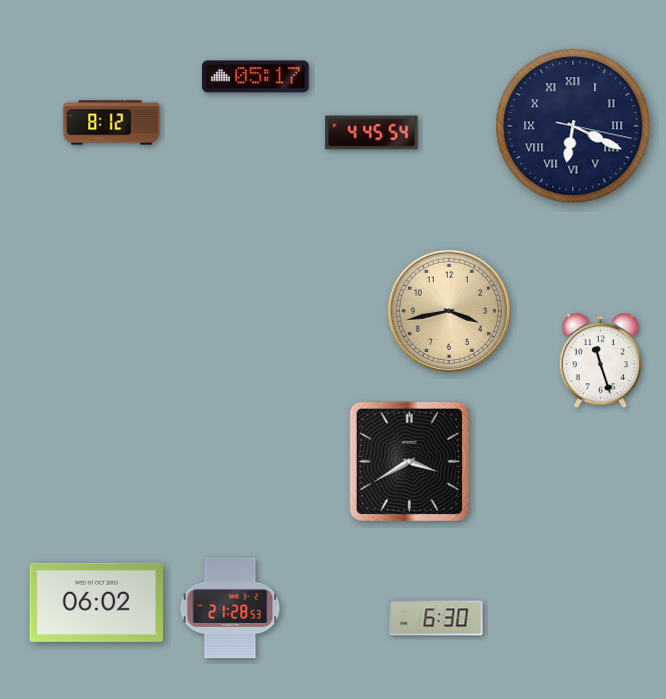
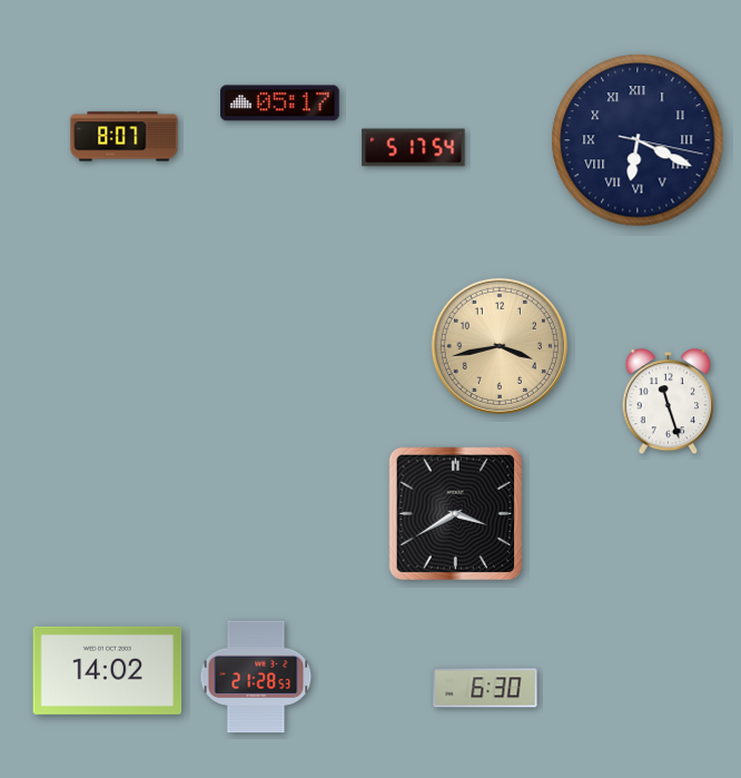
clock at (256, 77) position: (256, 77) -> (280, 104)
clock at (112, 123): 8:12 -> 8:07
clock at (372, 133): 4:45 -> 5:17
clock at (97, 602): 06:02 -> 14:02
